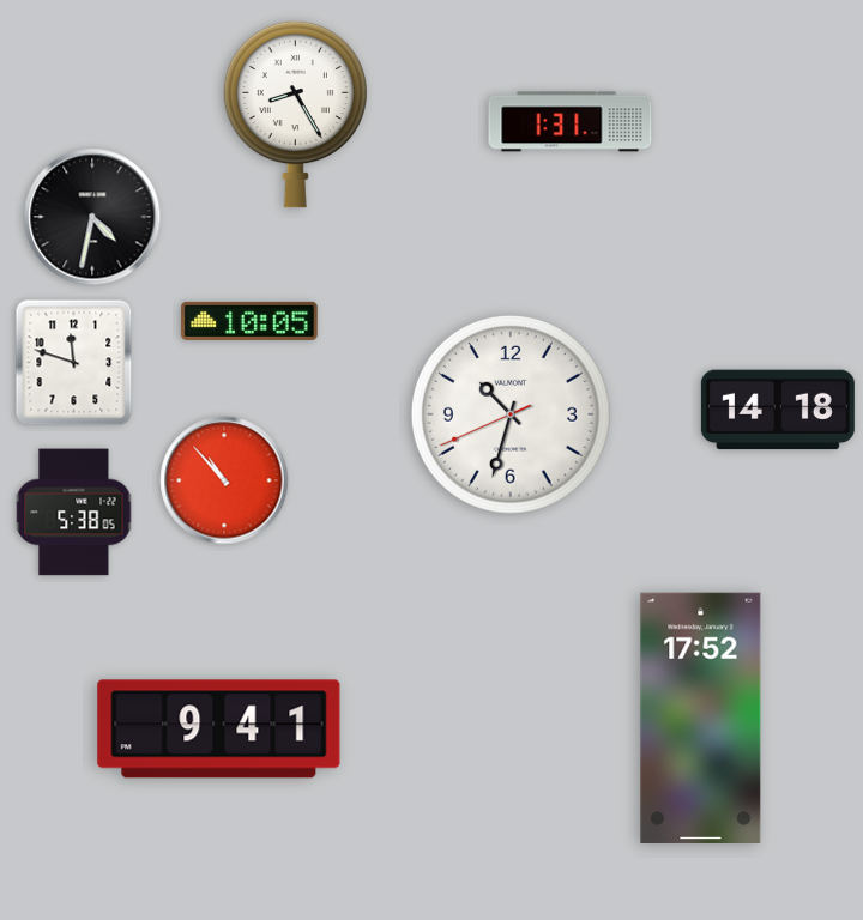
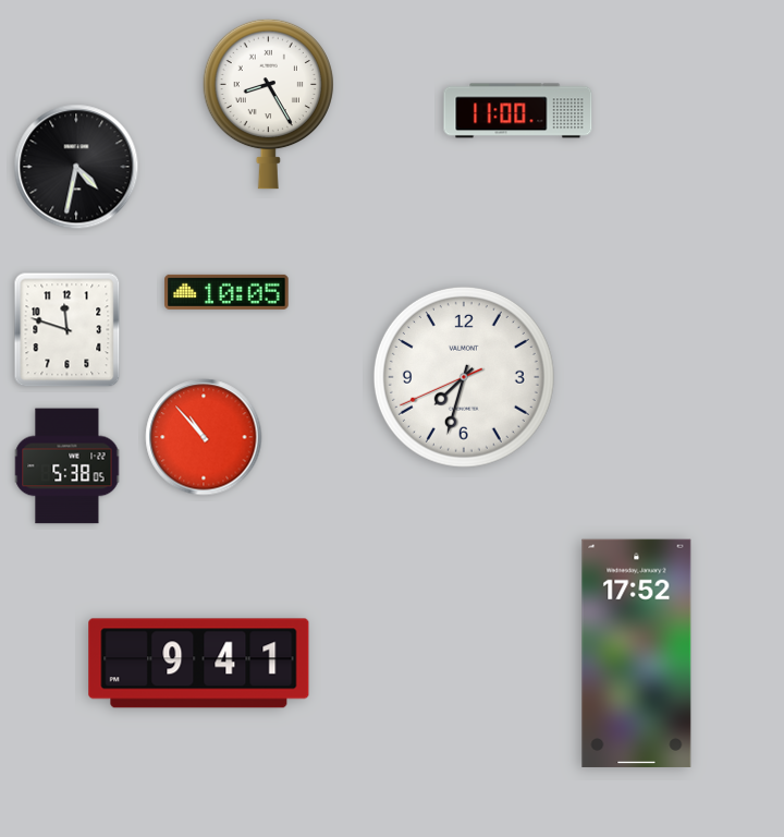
clock at (571, 122): 1:31 -> 11:00
clock at (92, 217) position: (92, 217) -> (76, 167)
clock at (778, 410): 14:18 -> none
clock at (511, 414): 10:32 -> 7:32
